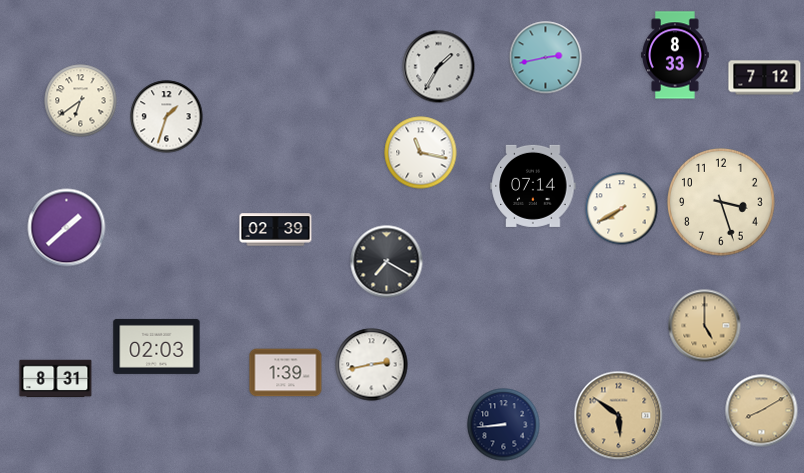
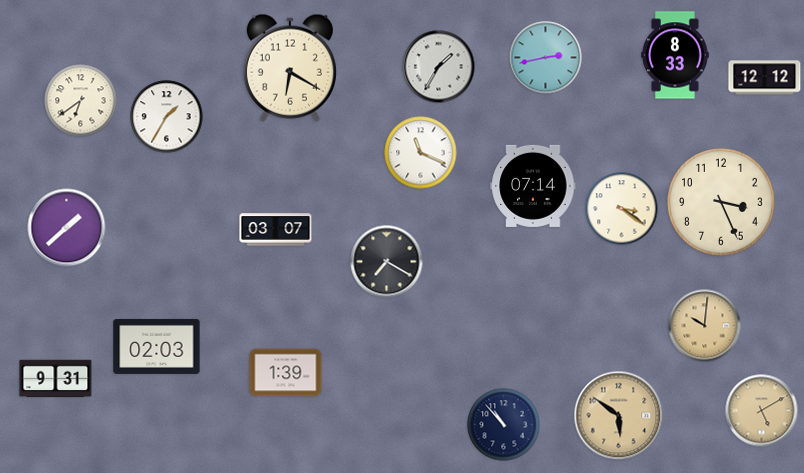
clock at (290, 68): none -> 6:20
clock at (765, 78): 7:12 -> 12:12
clock at (167, 117): 1:33 -> 1:35
clock at (421, 153): 11:17 -> 11:19
clock at (722, 203): 3:27 -> 3:26
clock at (622, 209): 7:40 -> 3:21
clock at (276, 230): 02:39 -> 03:07
clock at (705, 326): 5:00 -> 10:01
clock at (372, 365): 2:43 -> none
clock at (56, 379): 8:31 -> 9:31
clock at (762, 411): 8:10 -> 5:10
clock at (504, 425): 8:44 -> 10:53
